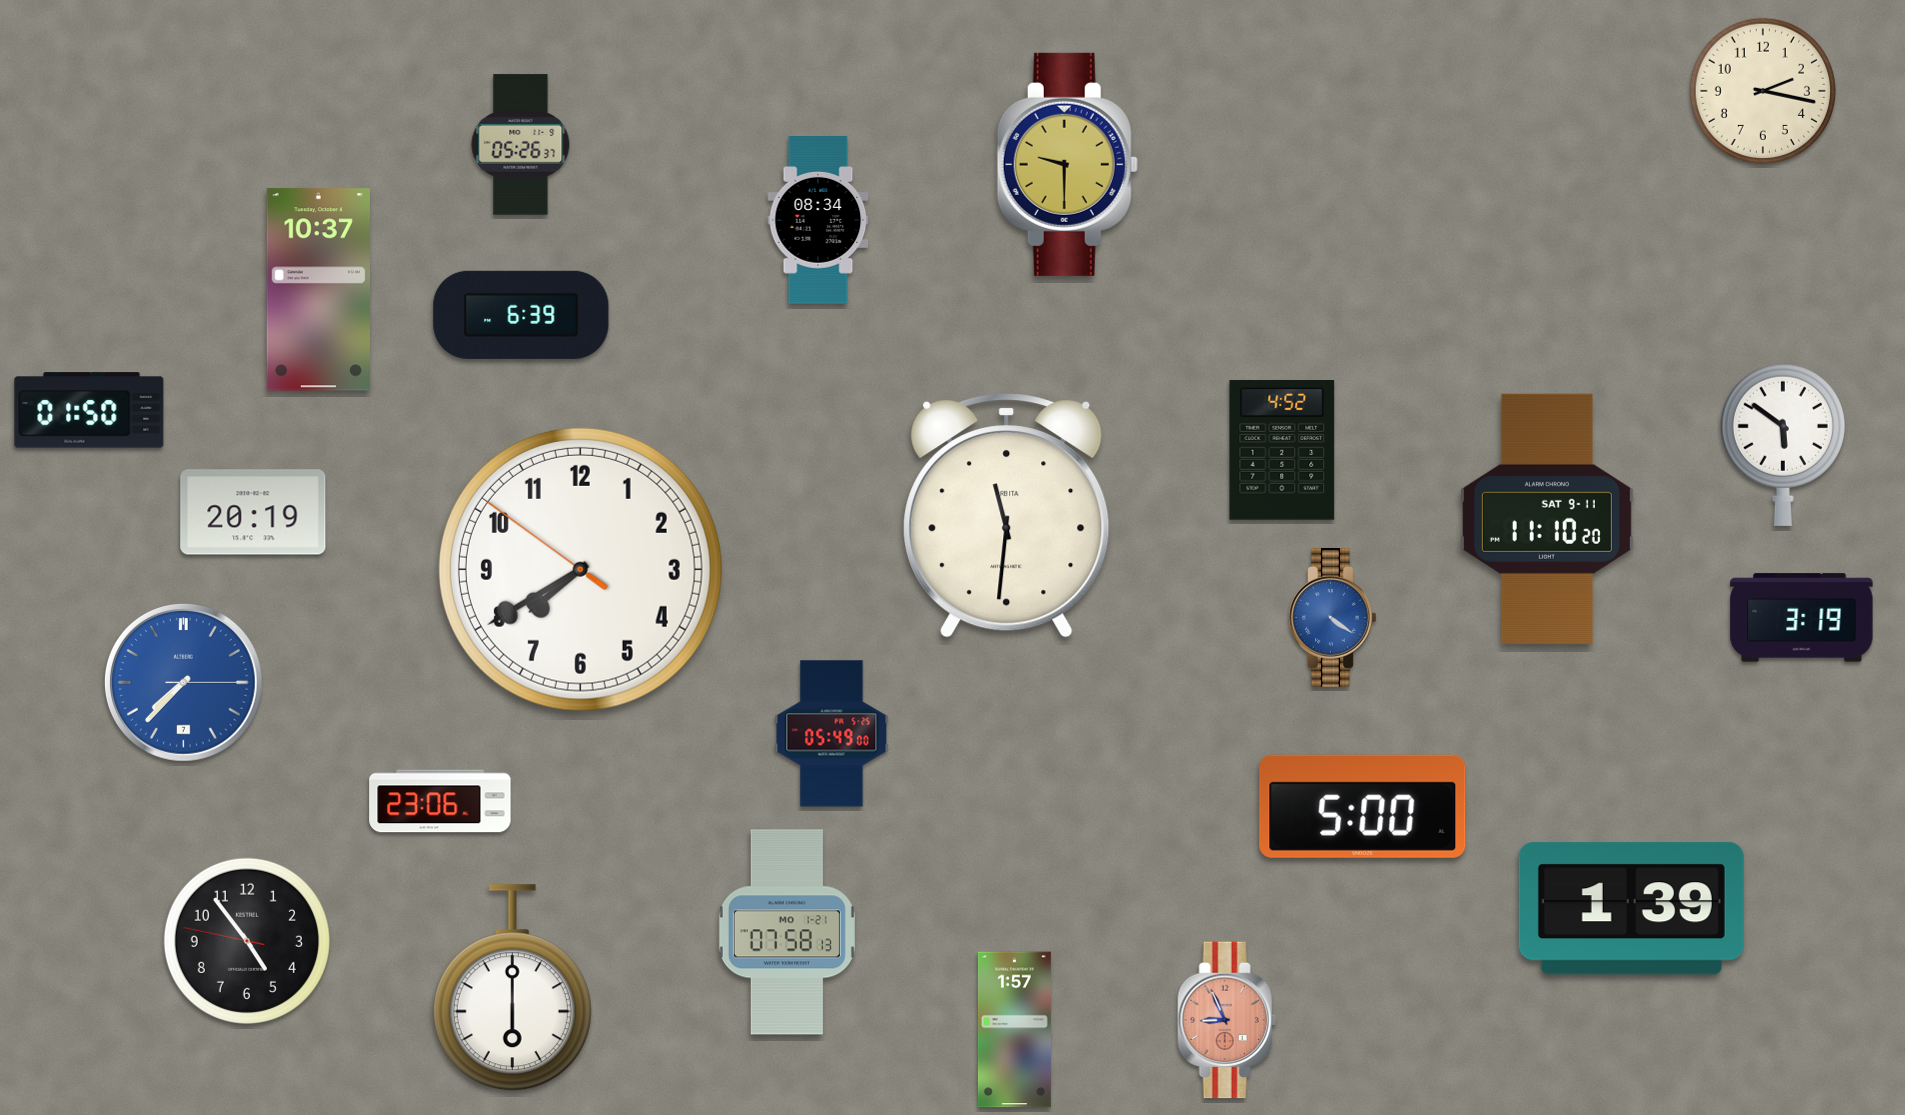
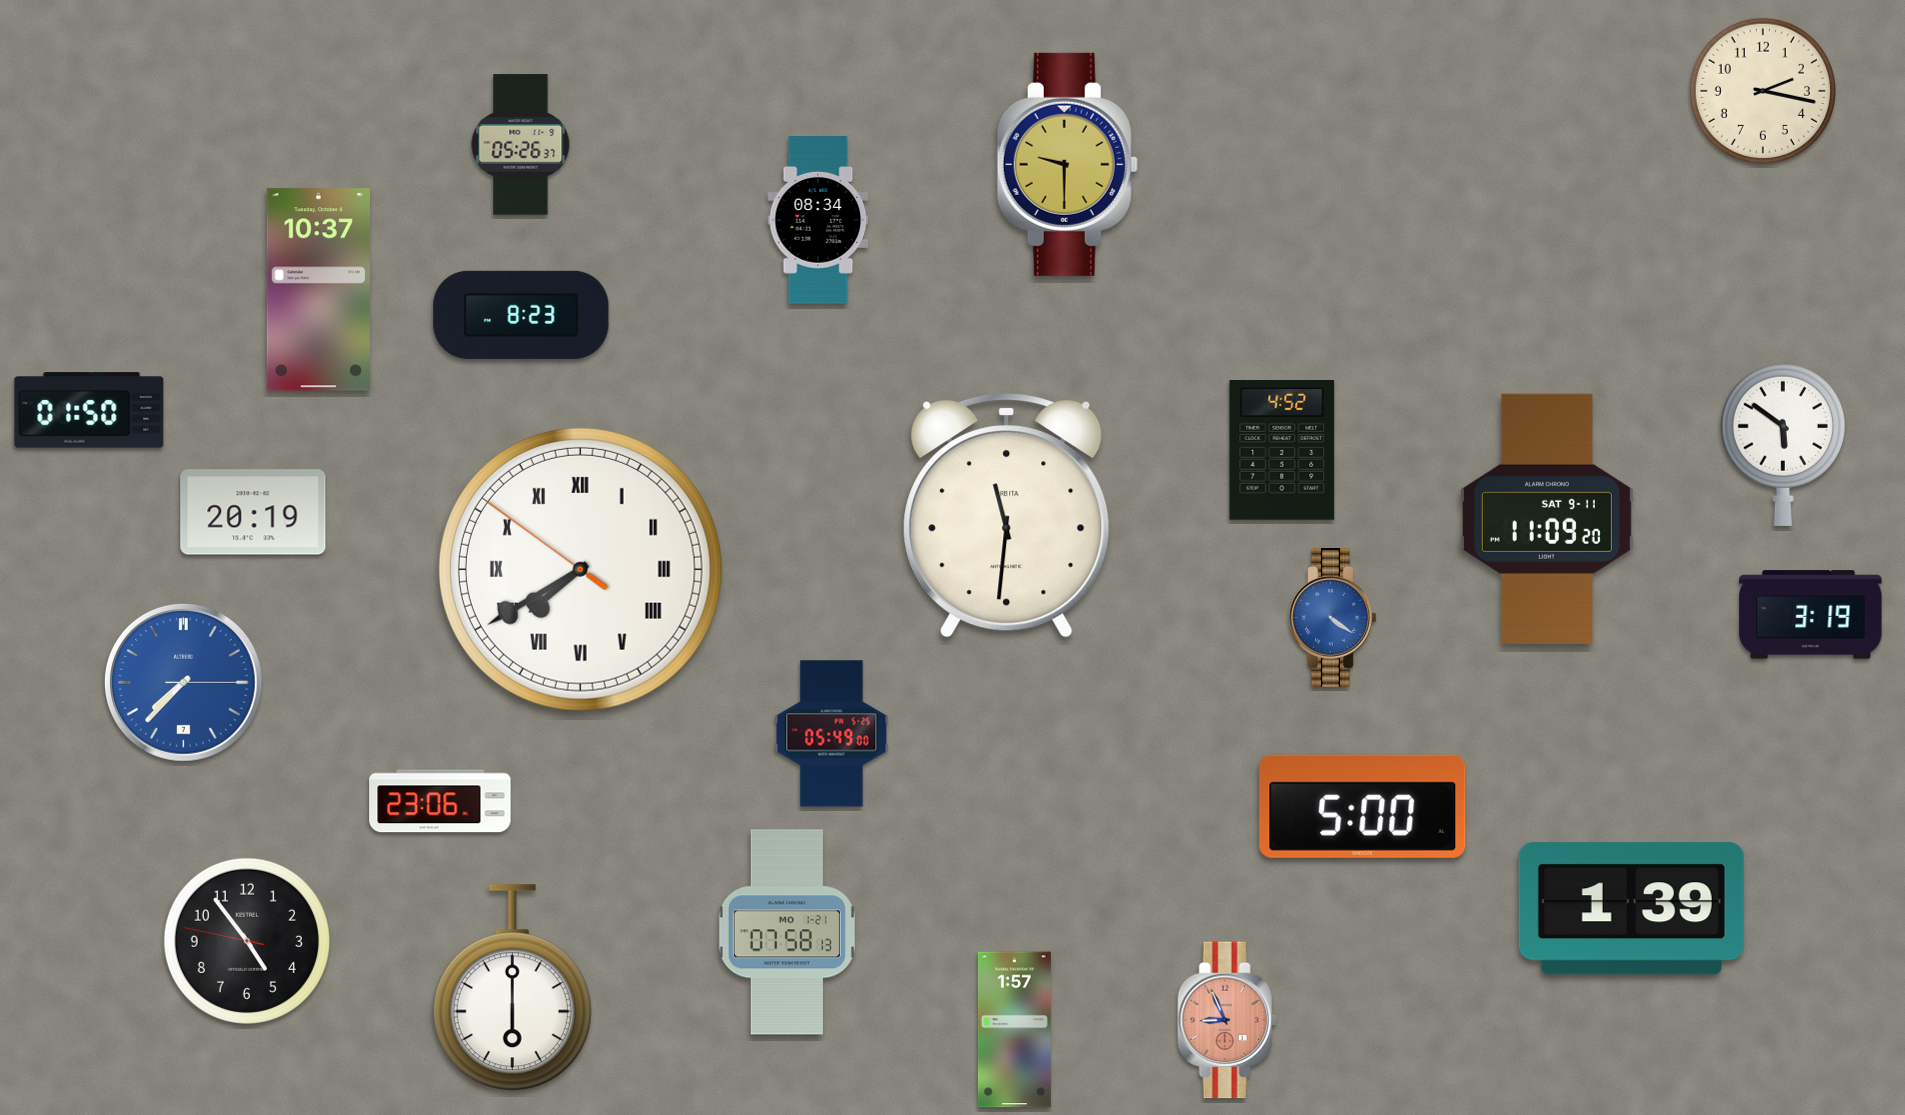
clock at (521, 315): 6:39 -> 8:23
clock at (1547, 519): 11:10 -> 11:09
clock at (580, 569) numerals: Arabic -> Roman
clock at (1802, 618) position: (1802, 618) -> (1811, 615)
